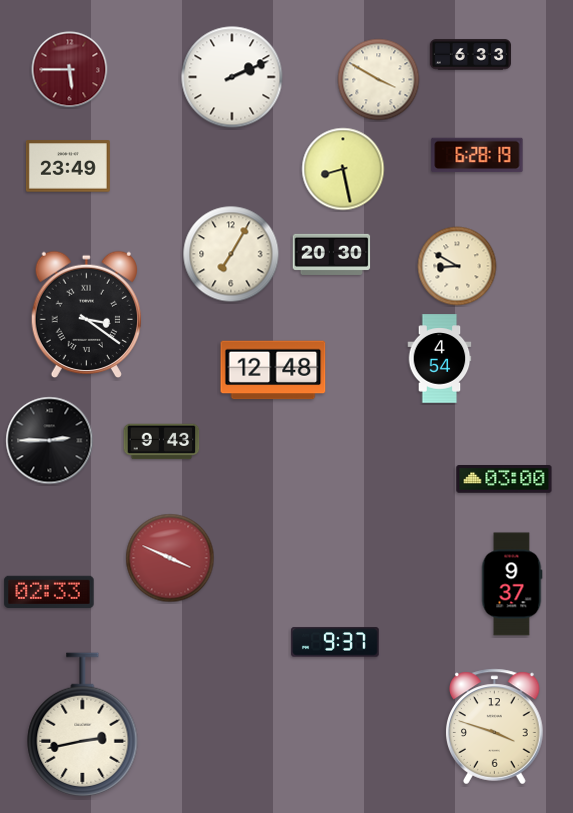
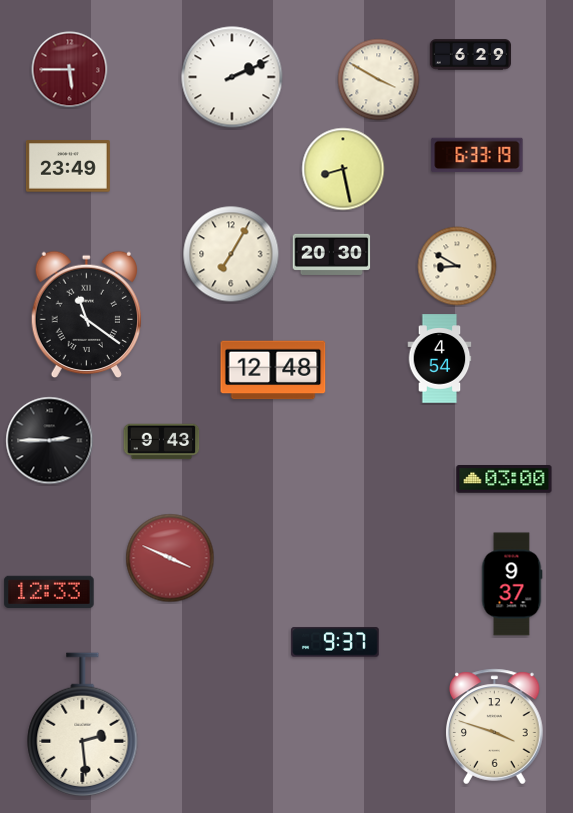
clock at (470, 55): 6:33 -> 6:29
clock at (477, 155): 6:28 -> 6:33
clock at (86, 315): 3:21 -> 11:21
clock at (49, 591): 02:33 -> 12:33
clock at (83, 725): 2:43 -> 2:29
